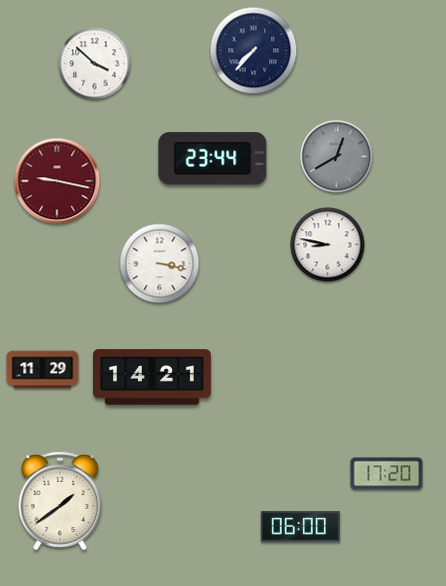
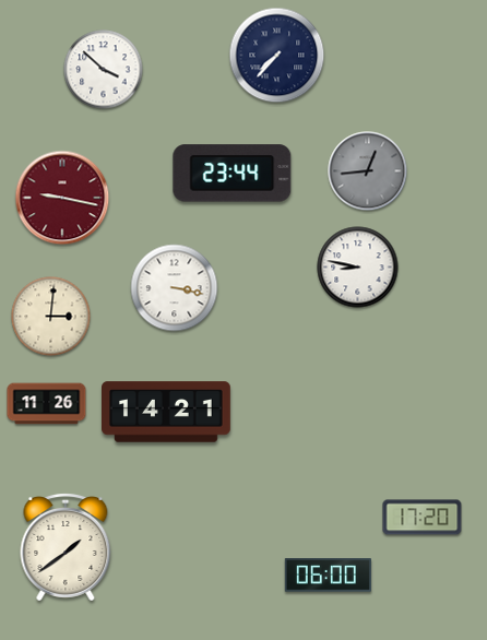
clock at (337, 157): 12:40 -> 12:44
clock at (51, 317): none -> 3:01
clock at (43, 370): 11:29 -> 11:26
